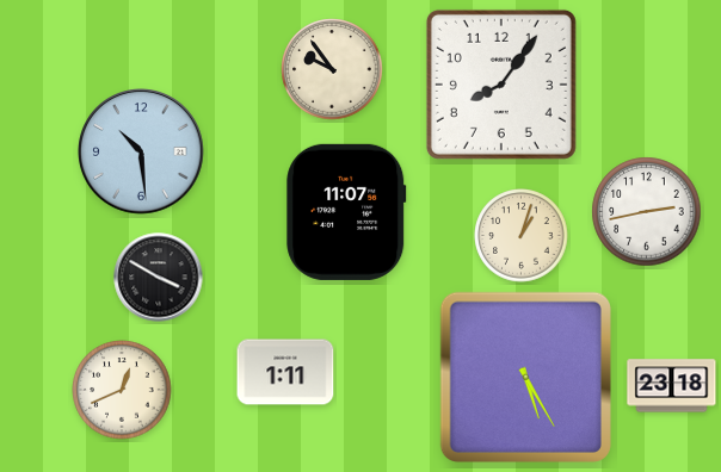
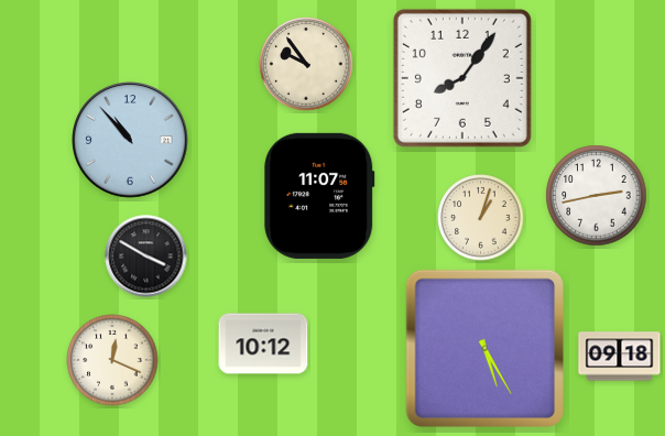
clock at (141, 151): 10:29 -> 10:53
clock at (285, 372): 1:11 -> 10:12
clock at (672, 386): 23:18 -> 09:18
clock at (122, 390): 12:41 -> 12:19
